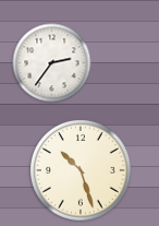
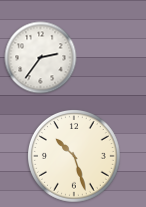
clock at (52, 63) position: (52, 63) -> (41, 58)
